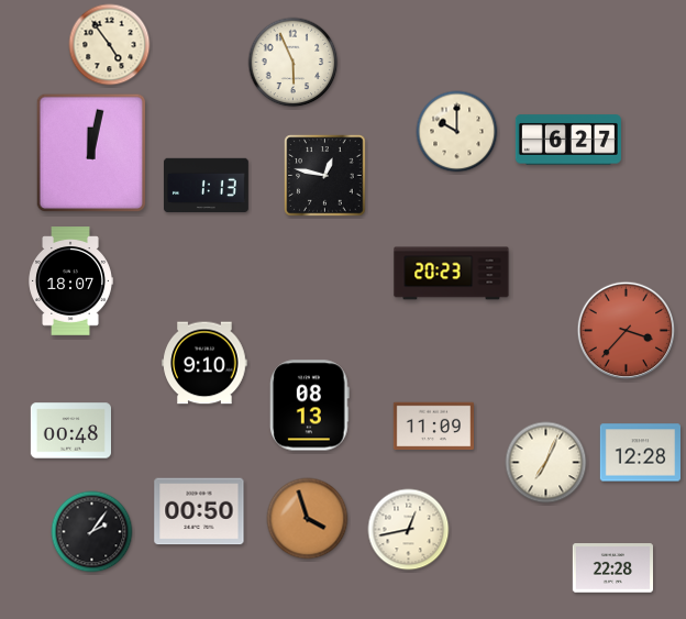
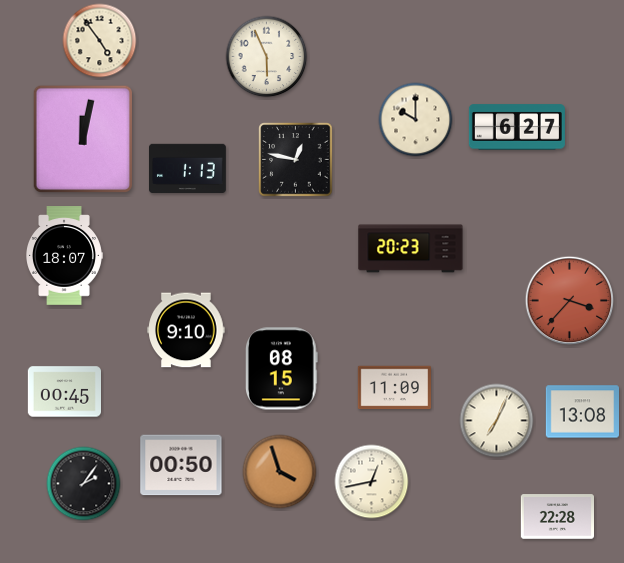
clock at (309, 406): 08:13 -> 08:15
clock at (70, 431): 00:48 -> 00:45
clock at (640, 453): 12:28 -> 13:08
